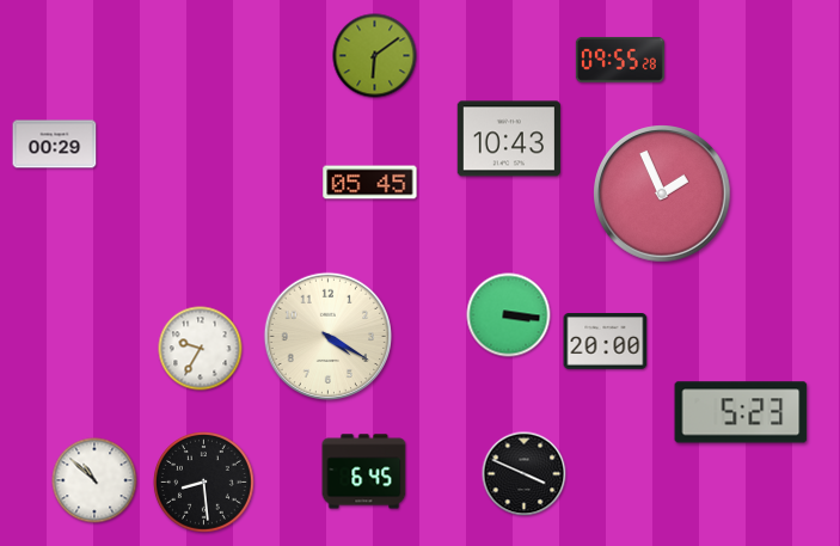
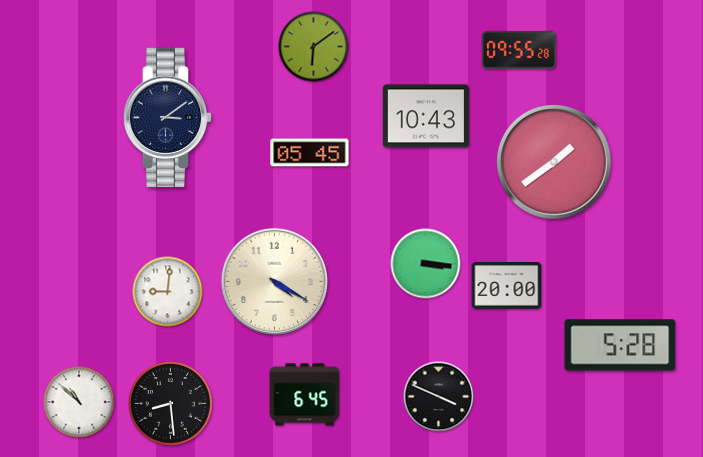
clock at (168, 118): none -> 3:09
clock at (55, 145): 00:29 -> none
clock at (663, 195): 1:56 -> 1:39
clock at (201, 349): 9:35 -> 9:01
clock at (741, 412): 5:23 -> 5:28
